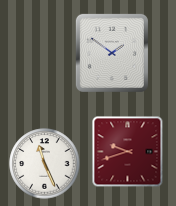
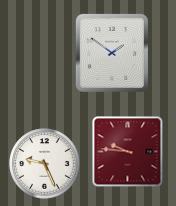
clock at (128, 152): 9:42 -> 9:46
clock at (45, 164): 11:26 -> 9:26
